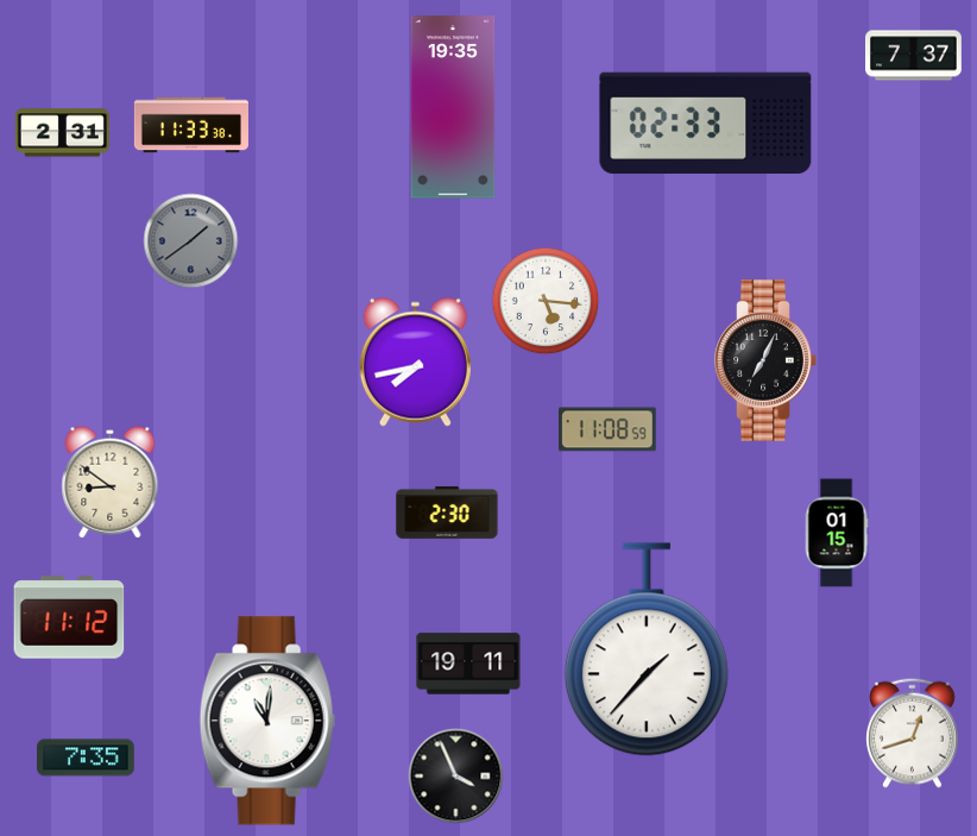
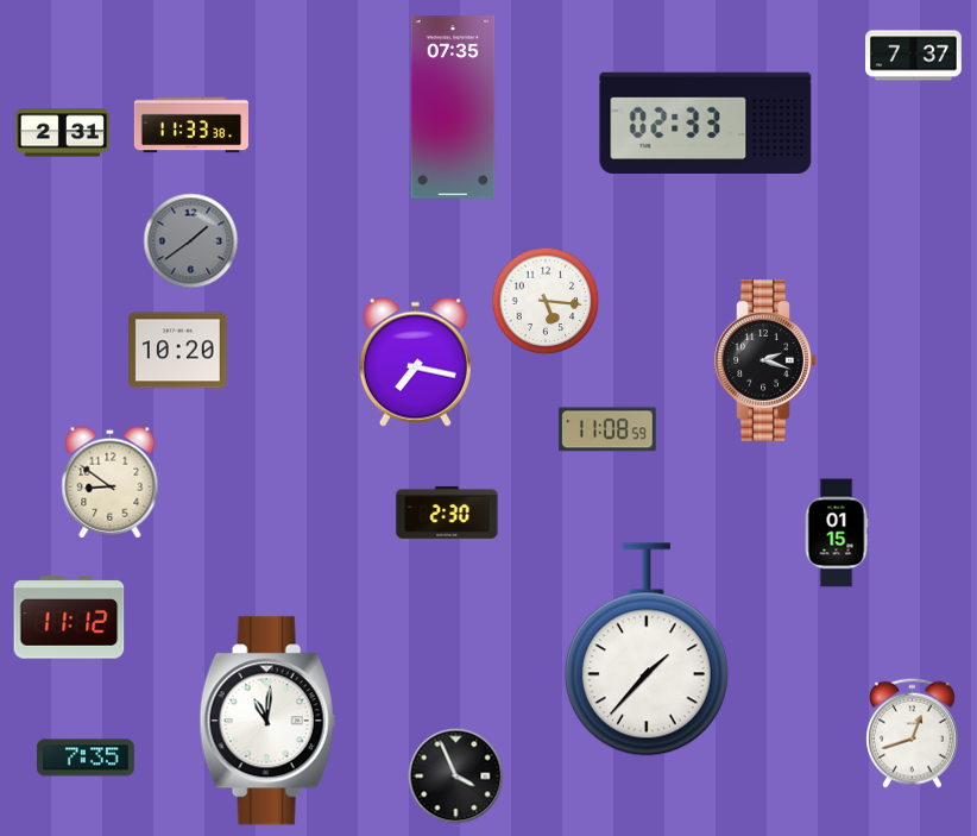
clock at (453, 107): 19:35 -> 07:35
clock at (178, 351): none -> 10:20
clock at (765, 360): 7:04 -> 2:18
clock at (415, 362): 7:43 -> 7:17
clock at (468, 664): 19:11 -> none
